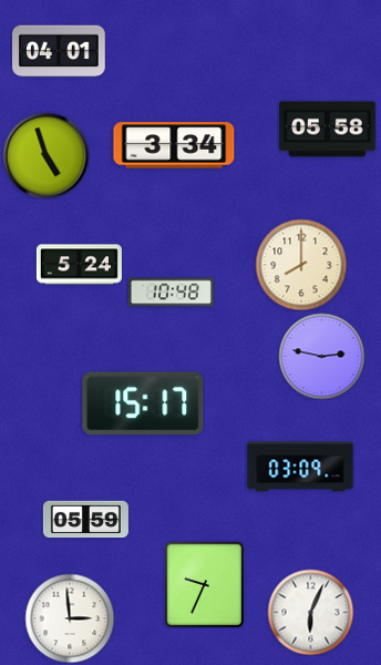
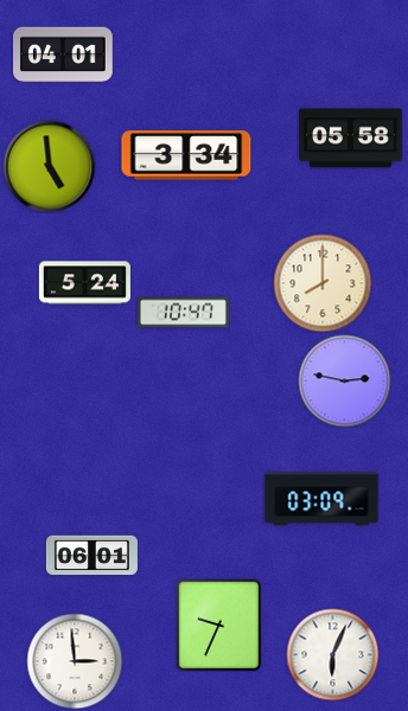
clock at (45, 155): 4:57 -> 4:59
clock at (171, 293): 10:48 -> 10:47
clock at (143, 403): 15:17 -> none
clock at (85, 520): 05:59 -> 06:01
